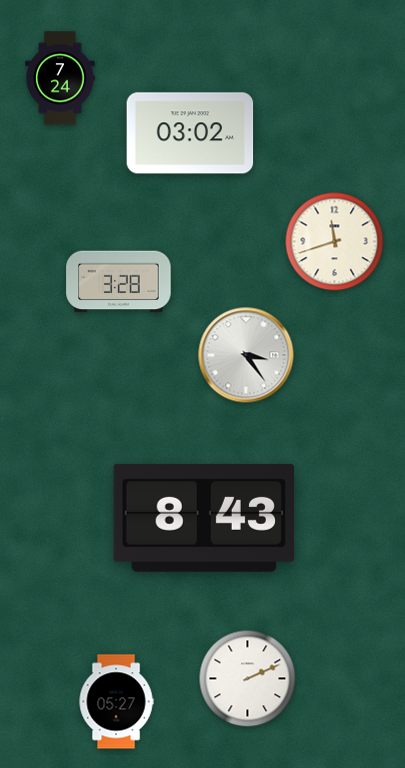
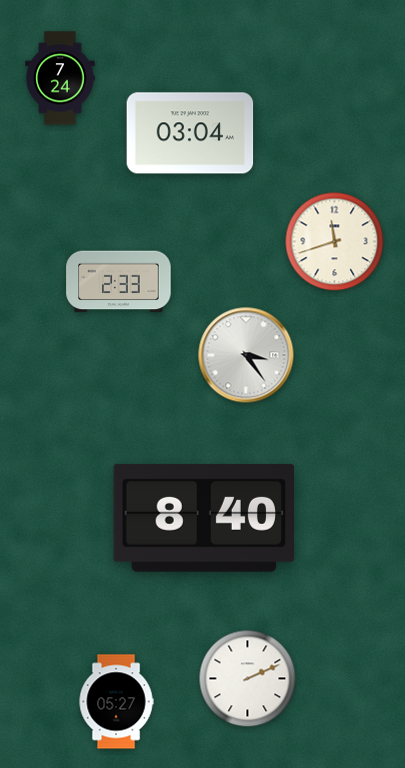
clock at (190, 133): 03:02 -> 03:04
clock at (119, 282): 3:28 -> 2:33
clock at (204, 518): 8:43 -> 8:40
